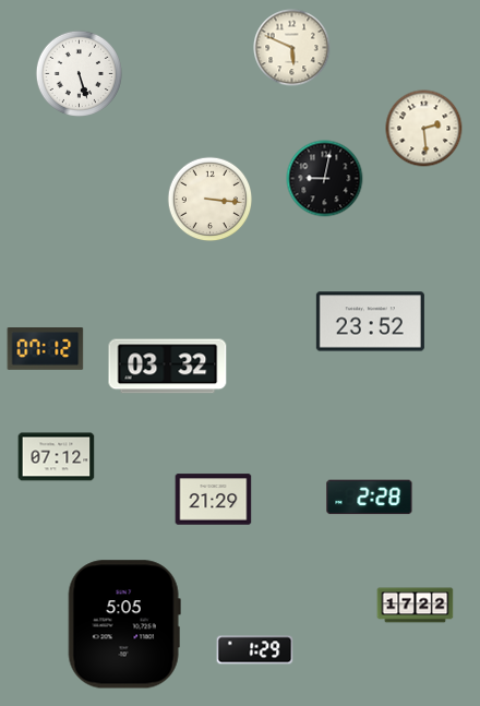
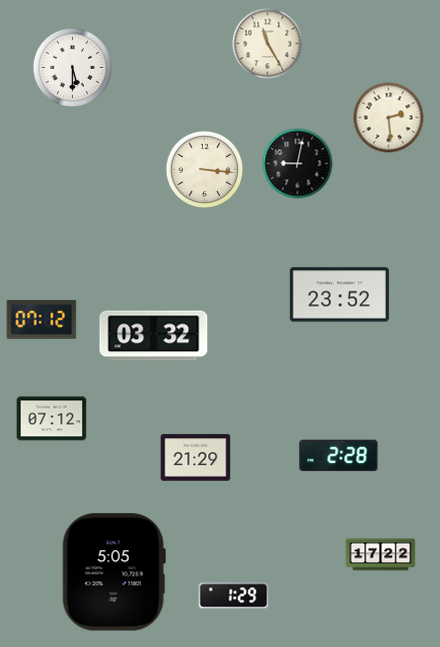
clock at (292, 48): 5:49 -> 11:25
clock at (79, 73): 5:27 -> 5:30
clock at (211, 200) position: (211, 200) -> (205, 170)
